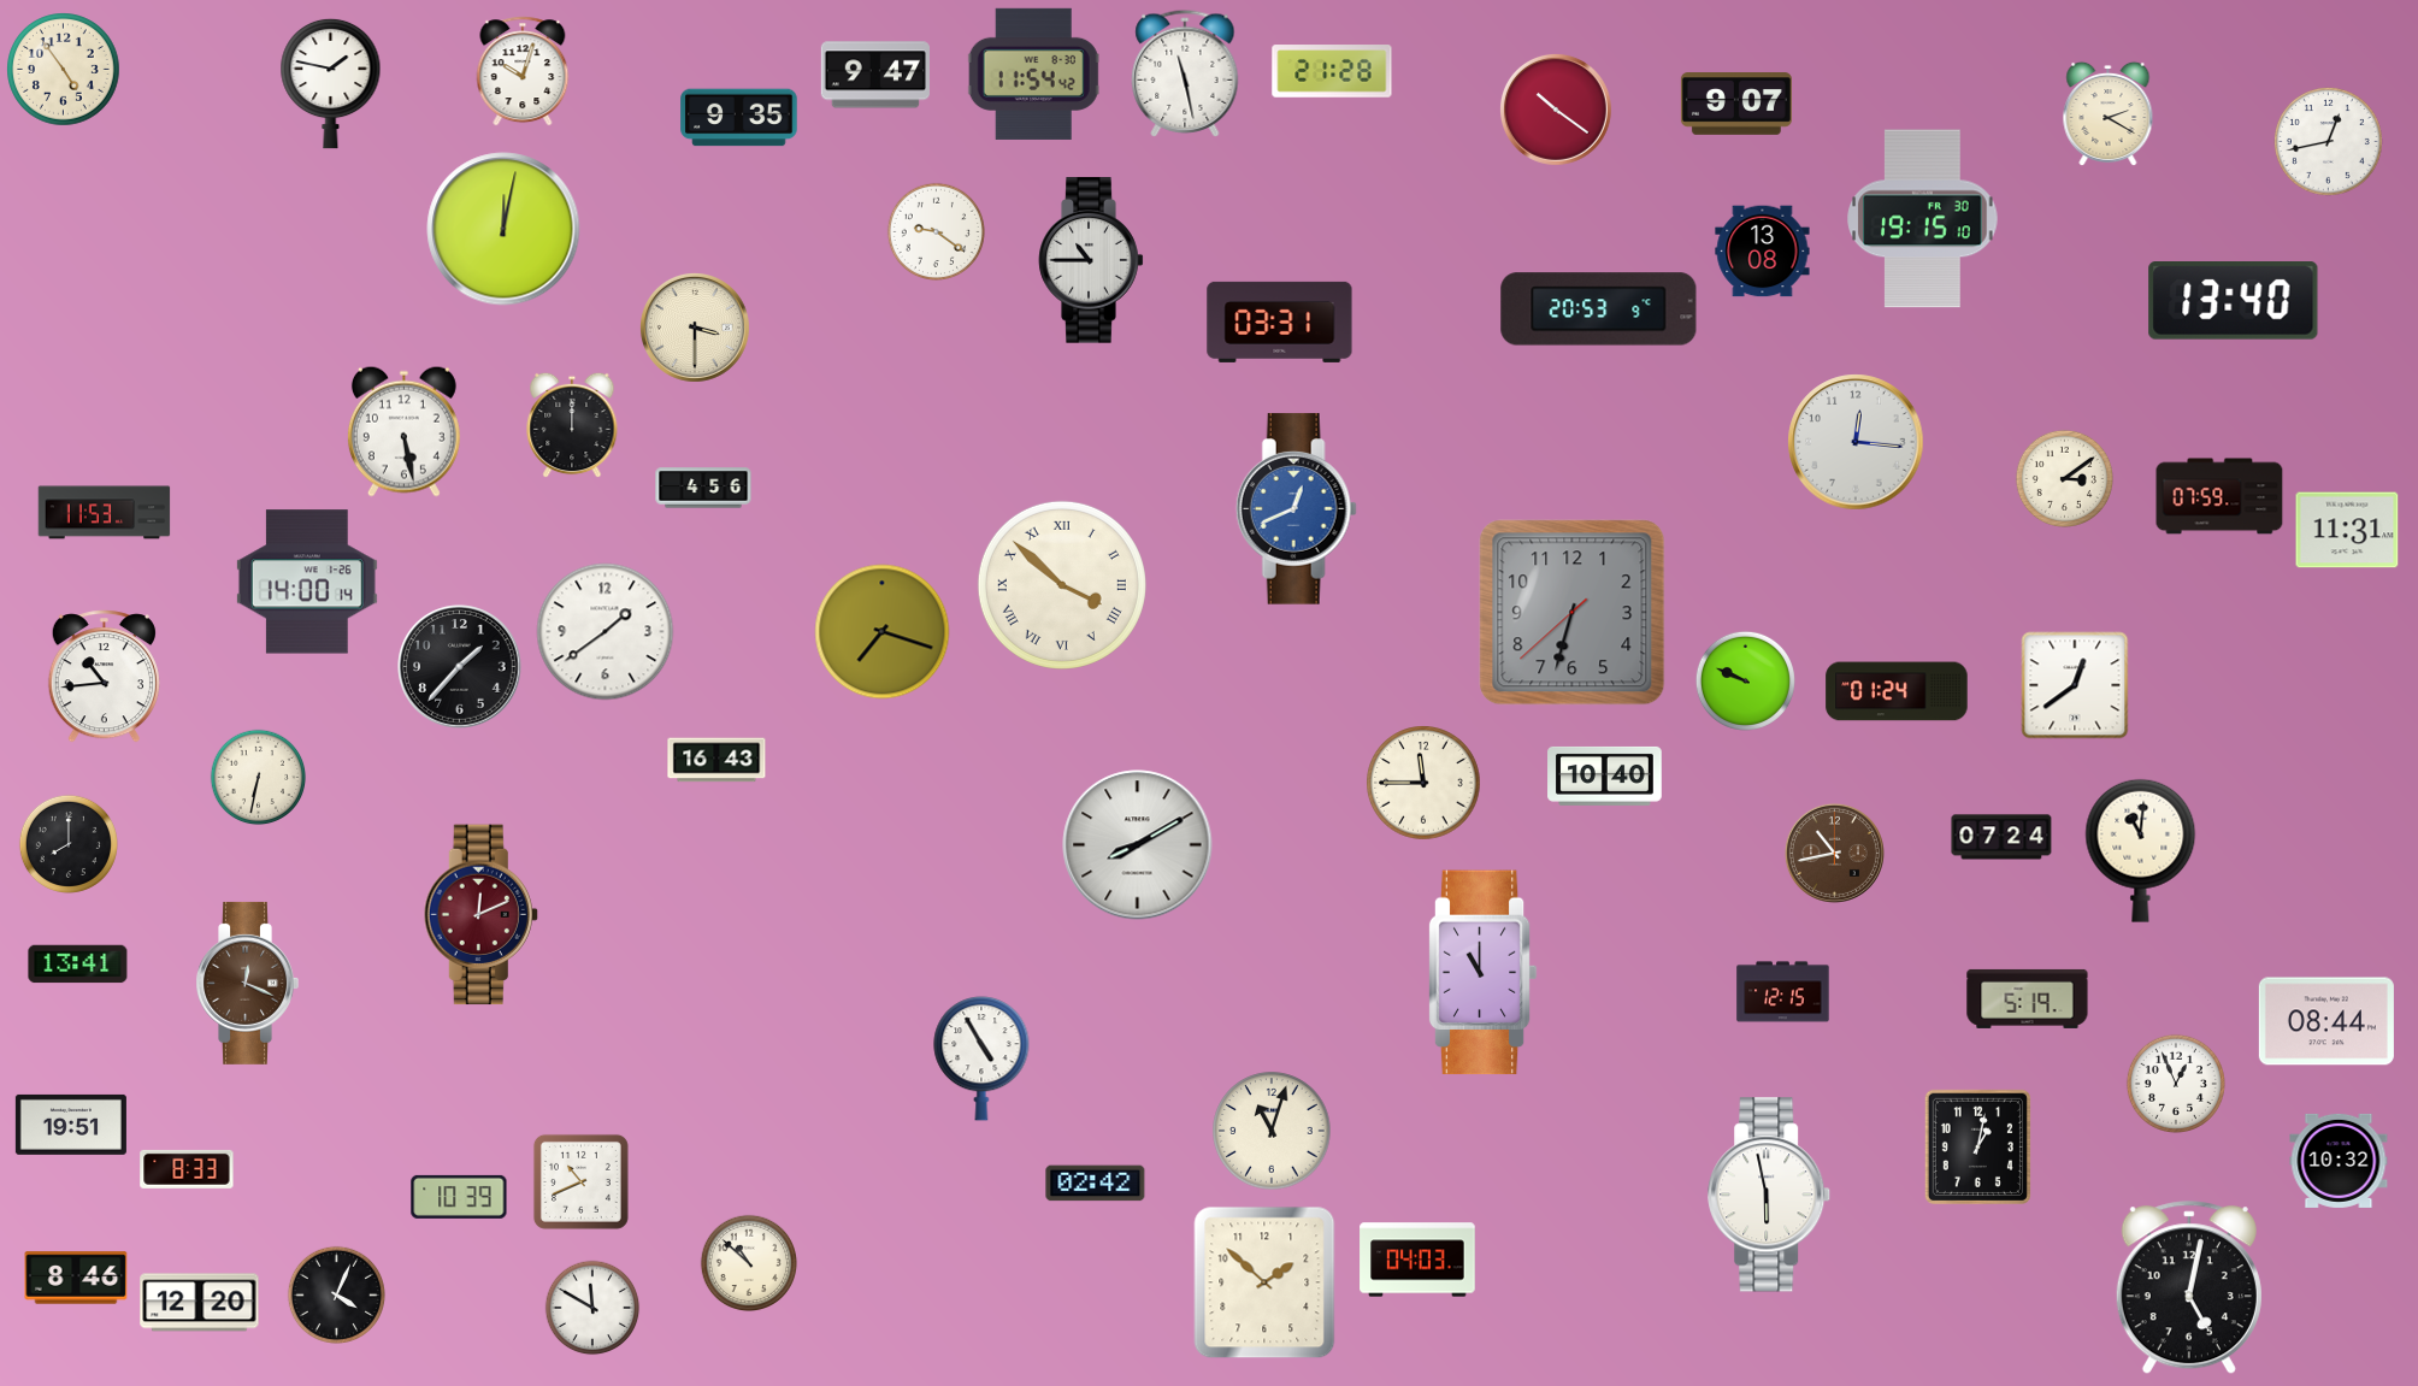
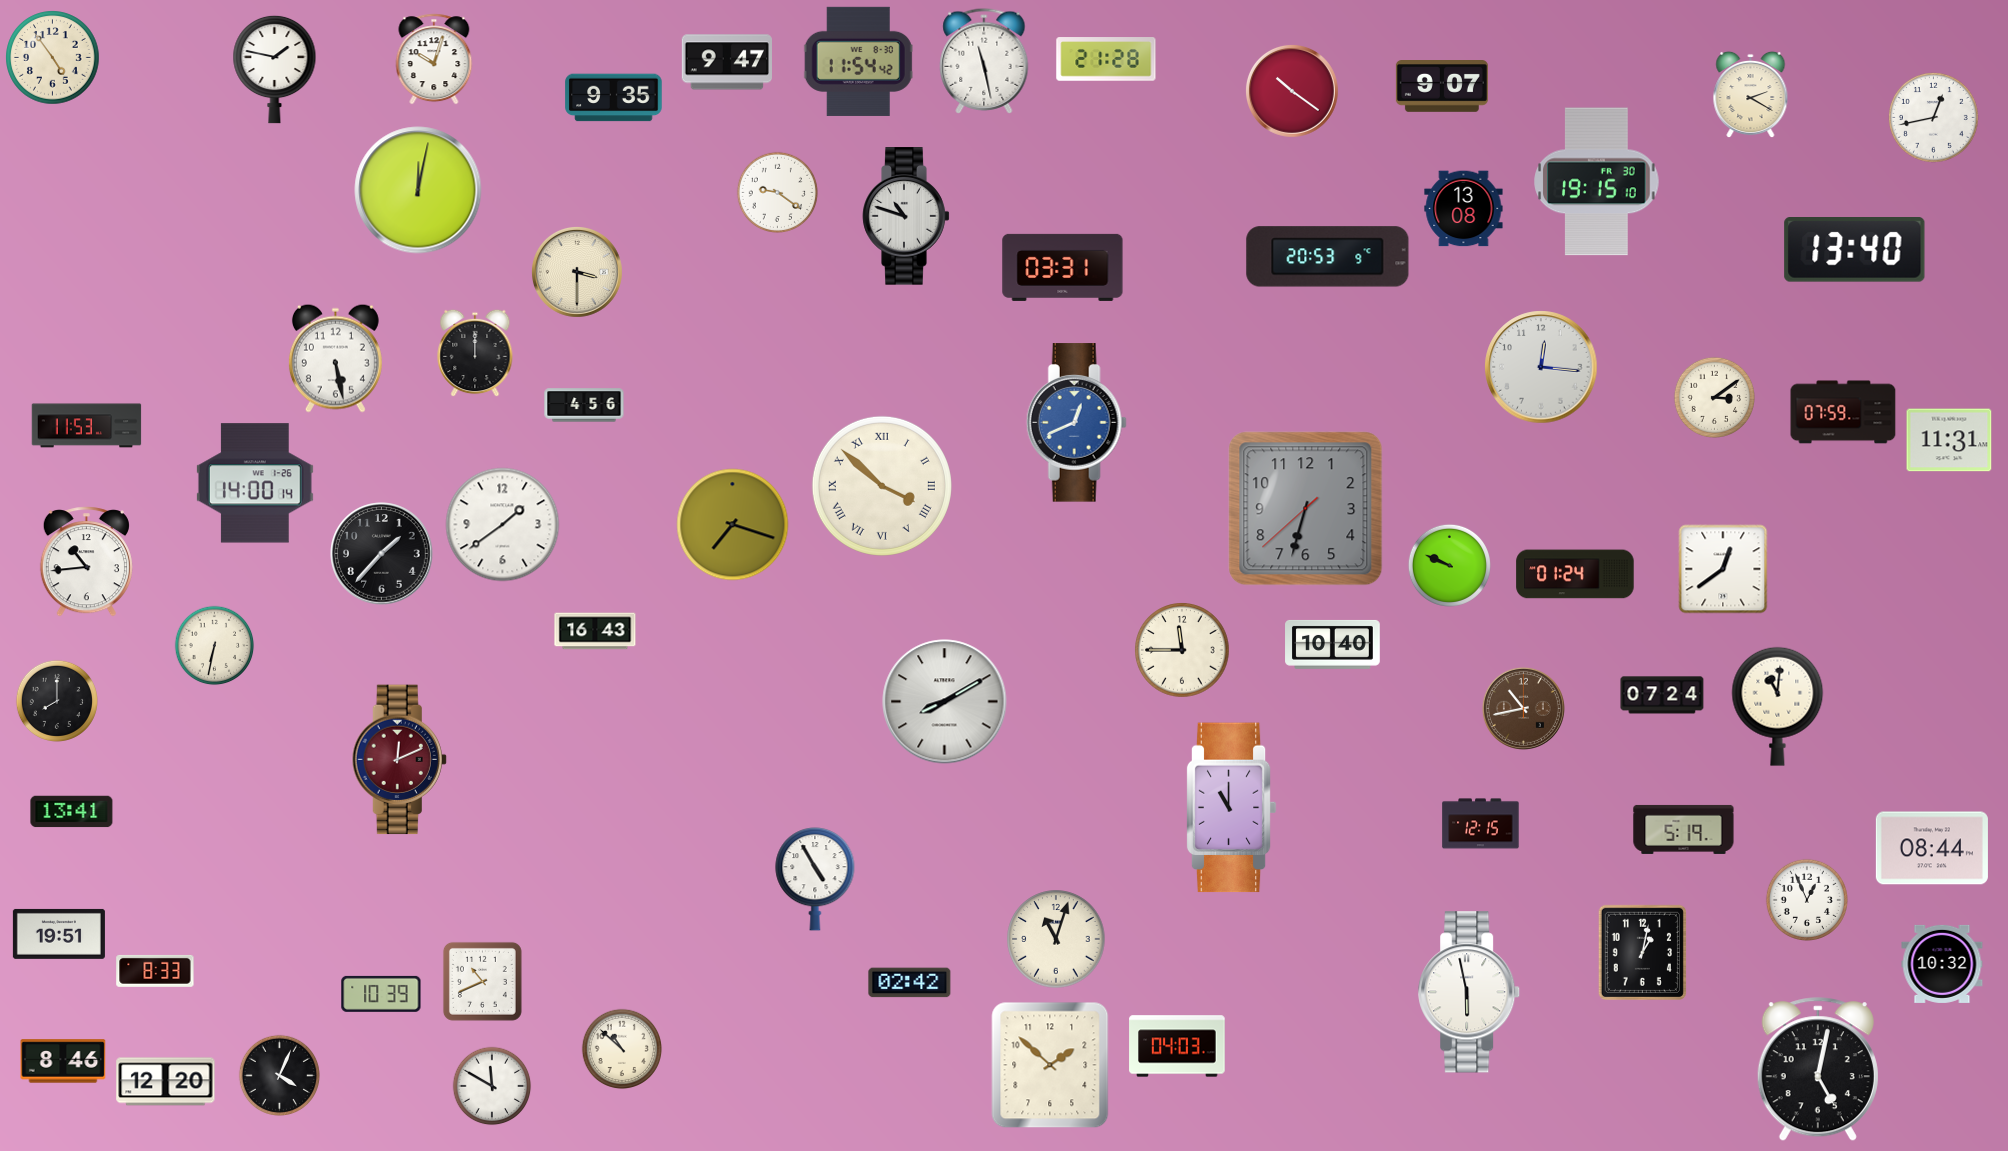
clock at (1091, 260): 10:45 -> 10:48
clock at (78, 965) position: (78, 965) -> (72, 812)
clock at (247, 983): 12:19 -> none
